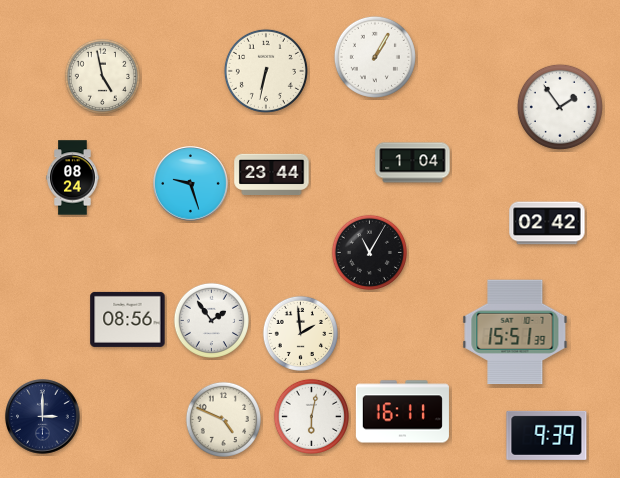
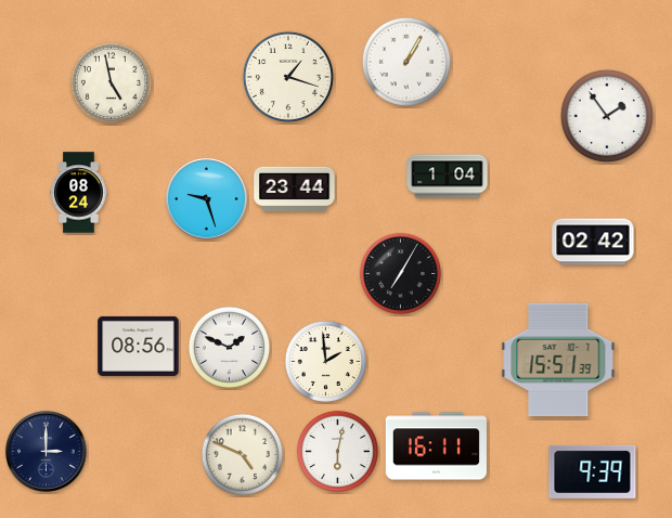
clock at (266, 71): 6:32 -> 1:18
clock at (369, 252): 11:05 -> 7:05
clock at (211, 320): 1:54 -> 1:49
